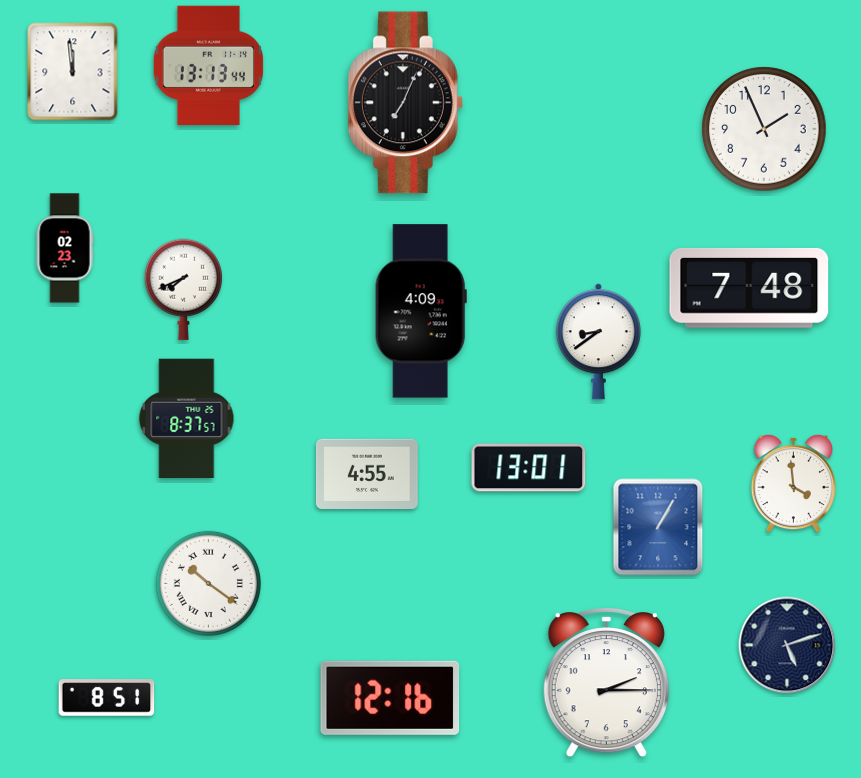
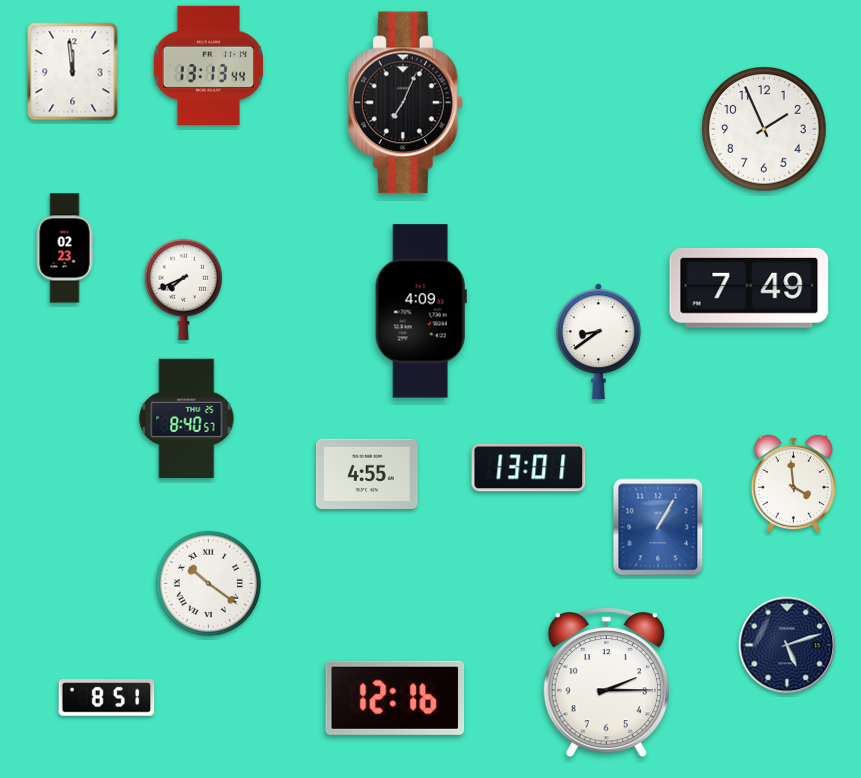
clock at (749, 288): 7:48 -> 7:49
clock at (187, 418): 8:37 -> 8:40
clock at (390, 698) position: (390, 698) -> (395, 698)
